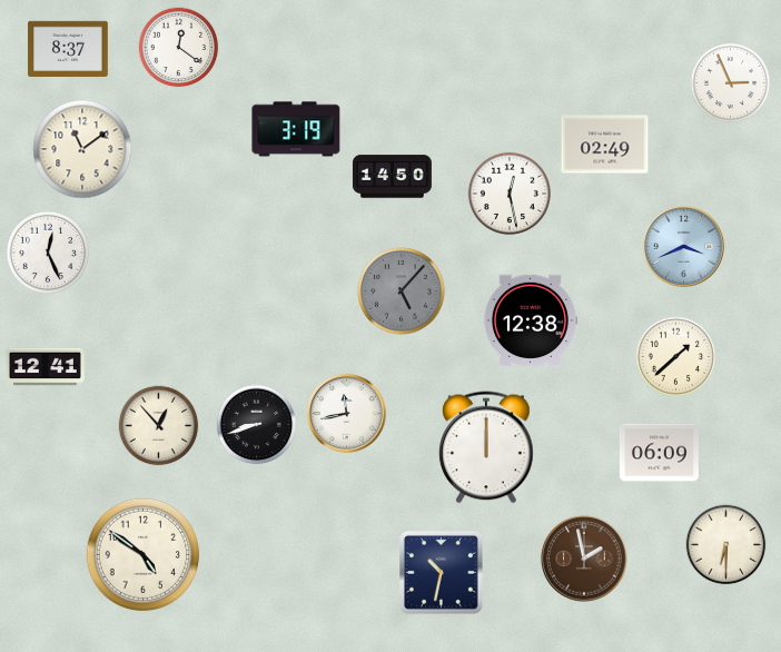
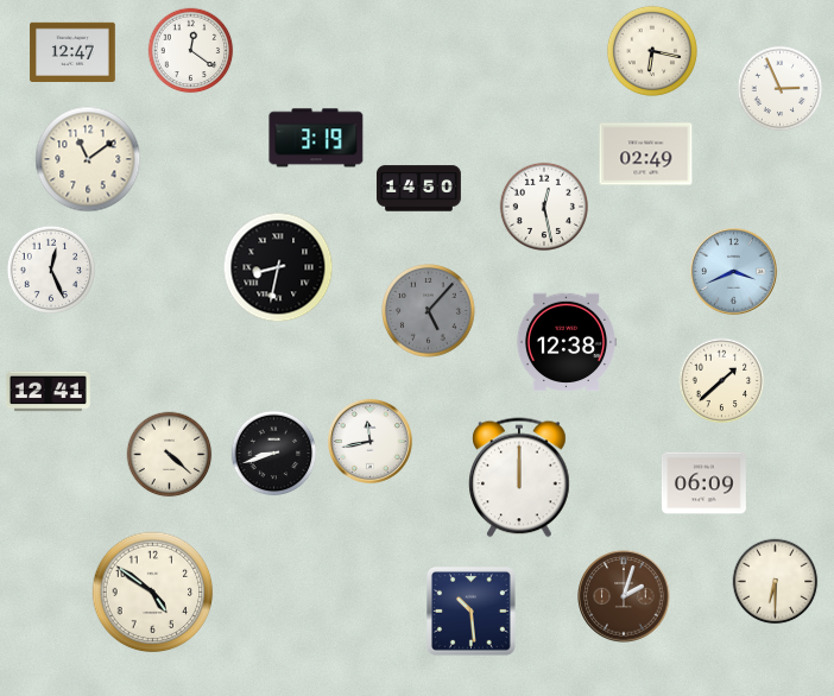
clock at (68, 48): 8:37 -> 12:47
clock at (652, 51): none -> 6:17
clock at (684, 247) position: (684, 247) -> (734, 272)
clock at (278, 267): none -> 8:32
clock at (159, 426): 12:53 -> 4:22
clock at (584, 559): 1:58 -> 2:03
clock at (441, 572): 10:32 -> 10:29
